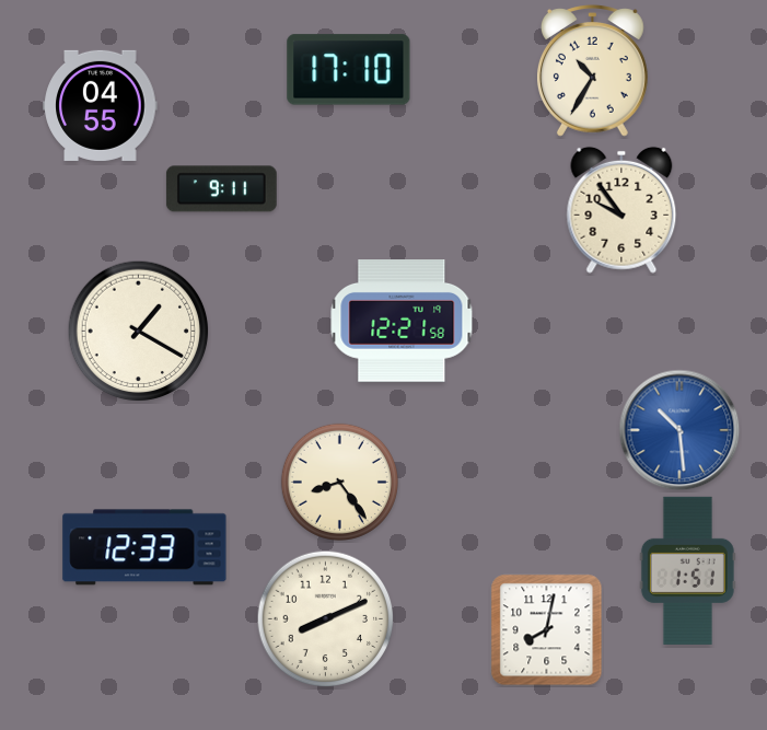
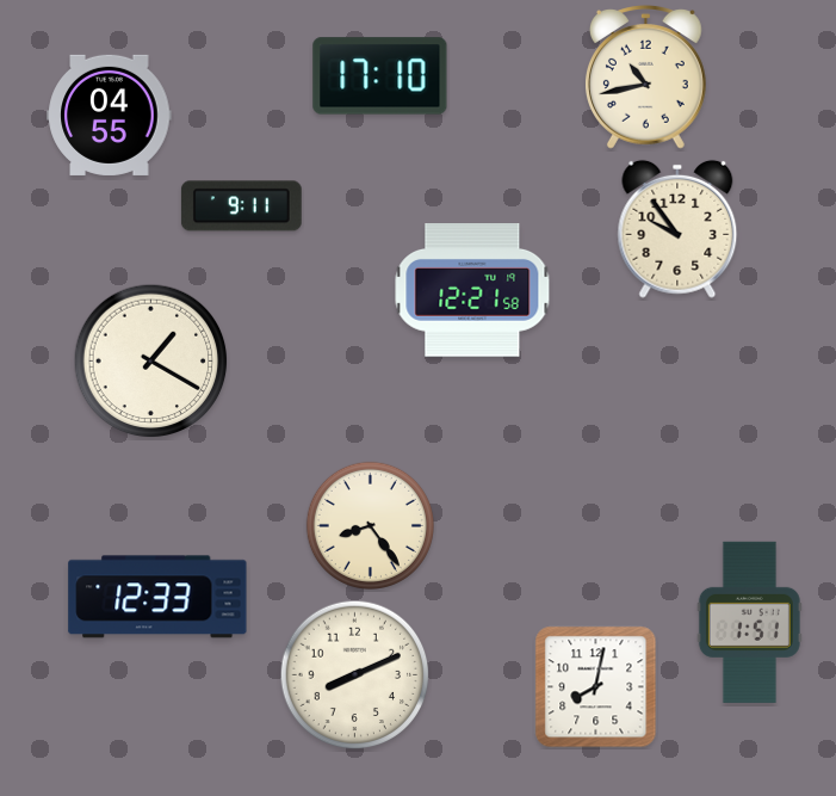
clock at (592, 71): 10:35 -> 10:43
clock at (402, 322) position: (402, 322) -> (472, 291)
clock at (679, 430): 10:29 -> none
